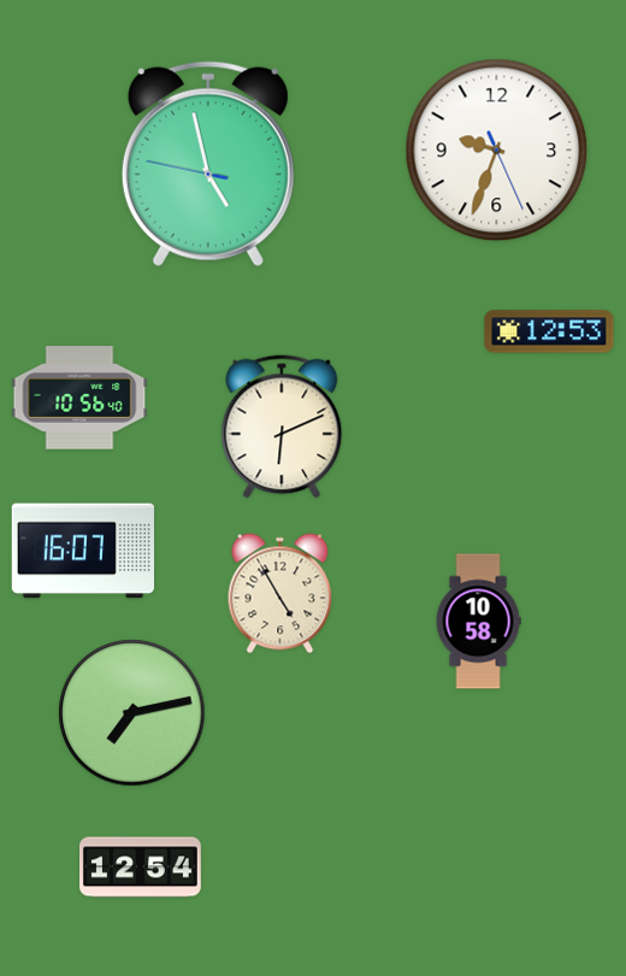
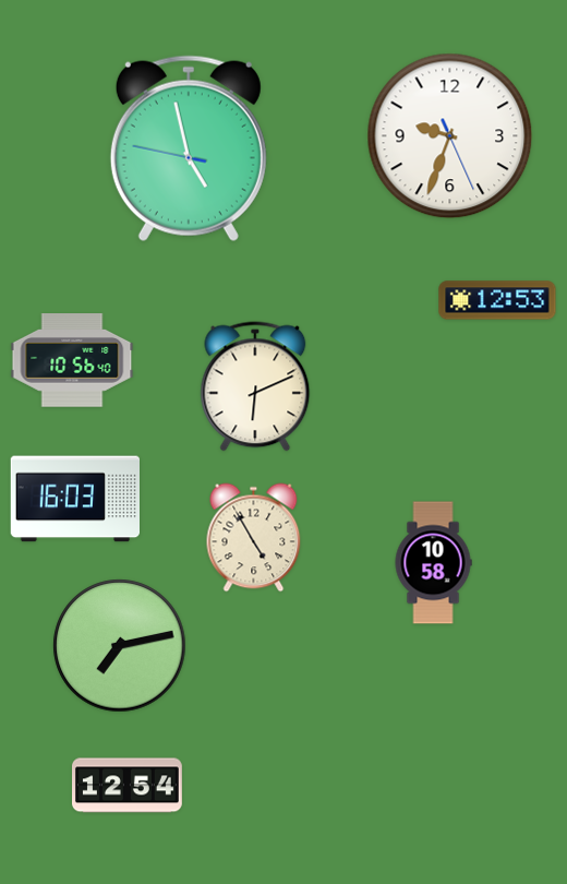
clock at (82, 551): 16:07 -> 16:03
